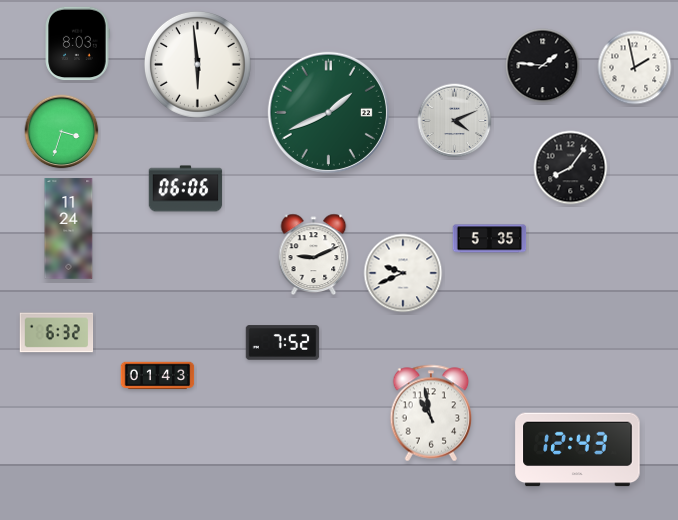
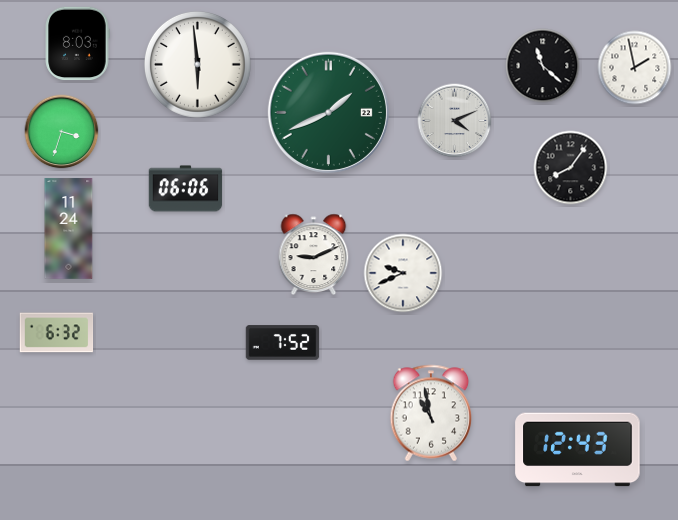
clock at (543, 66): 1:46 -> 11:22
clock at (490, 239): 5:35 -> none
clock at (158, 376): 01:43 -> none
